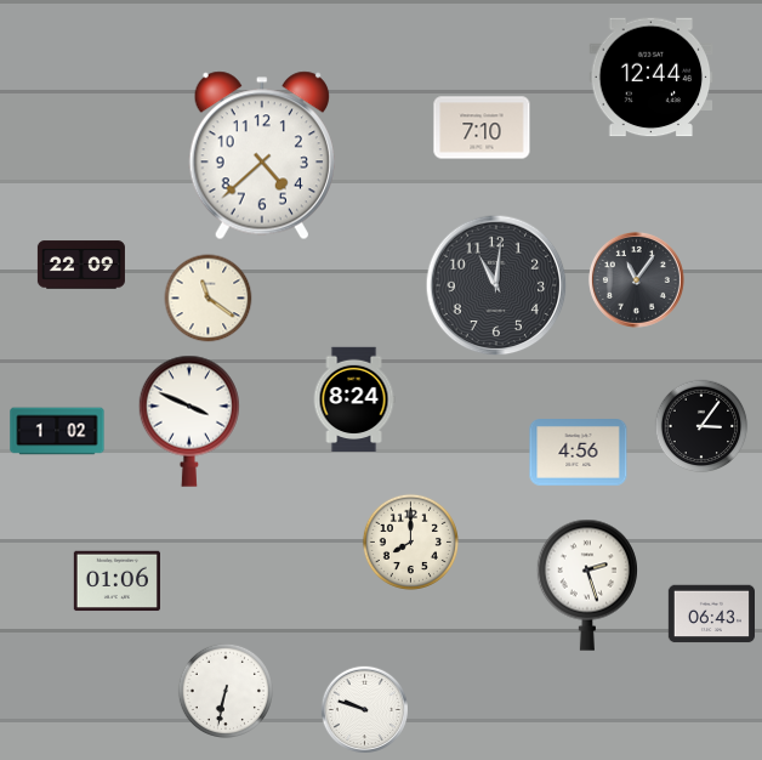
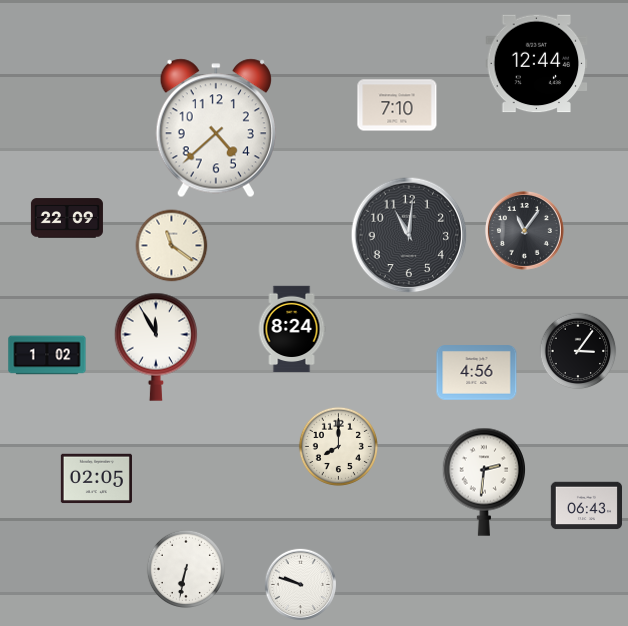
clock at (188, 421): 3:49 -> 11:55
clock at (116, 582): 01:06 -> 02:05
clock at (586, 585): 2:27 -> 2:31
